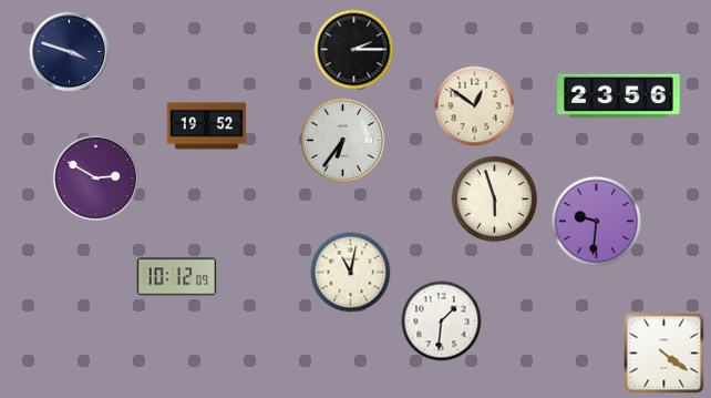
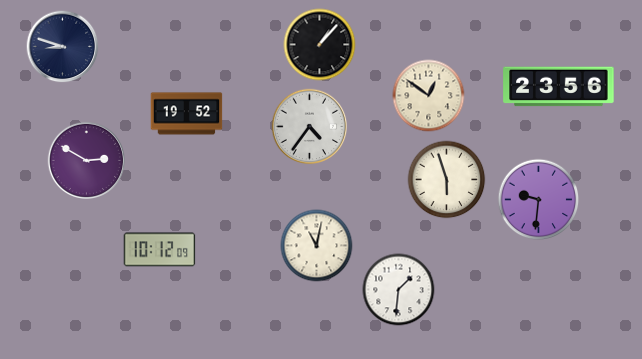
clock at (354, 50): 2:15 -> 1:07
clock at (70, 52): 3:48 -> 8:48
clock at (343, 141): 6:36 -> 4:36
clock at (664, 354): 4:21 -> none
